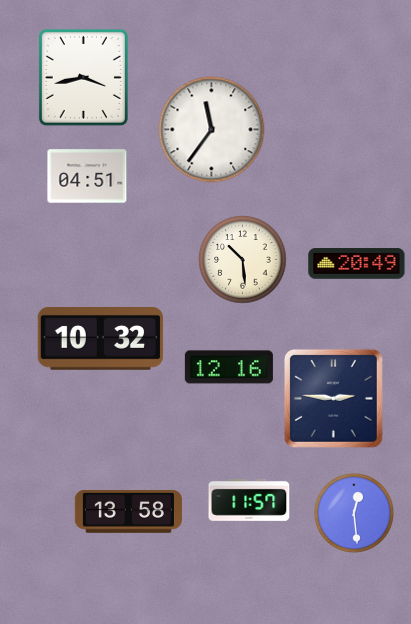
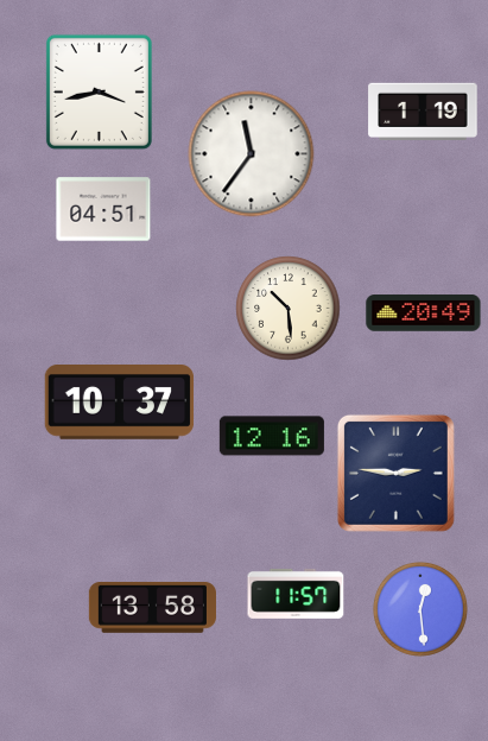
clock at (423, 110): none -> 1:19
clock at (101, 339): 10:32 -> 10:37
